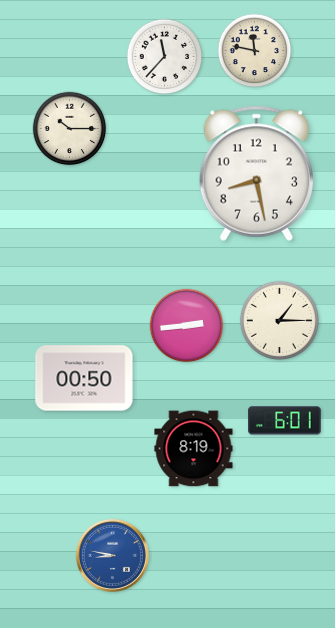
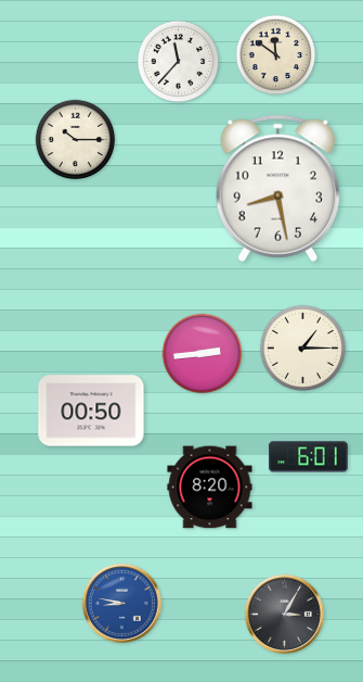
clock at (255, 51): 11:47 -> 11:51
clock at (194, 449): 8:19 -> 8:20
clock at (284, 614): none -> 3:05
